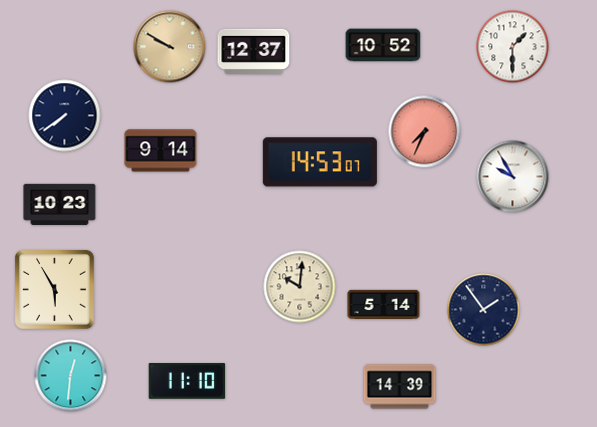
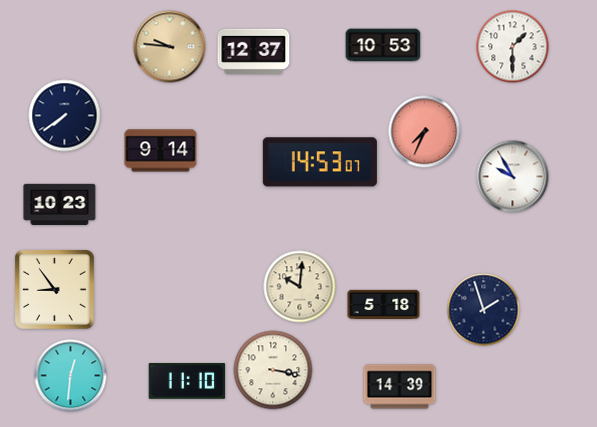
clock at (383, 45): 10:52 -> 10:53
clock at (170, 47): 9:50 -> 9:46
clock at (54, 289): 5:55 -> 8:54
clock at (384, 304): 5:14 -> 5:18
clock at (484, 310): 1:54 -> 1:57
clock at (273, 370): none -> 3:17
